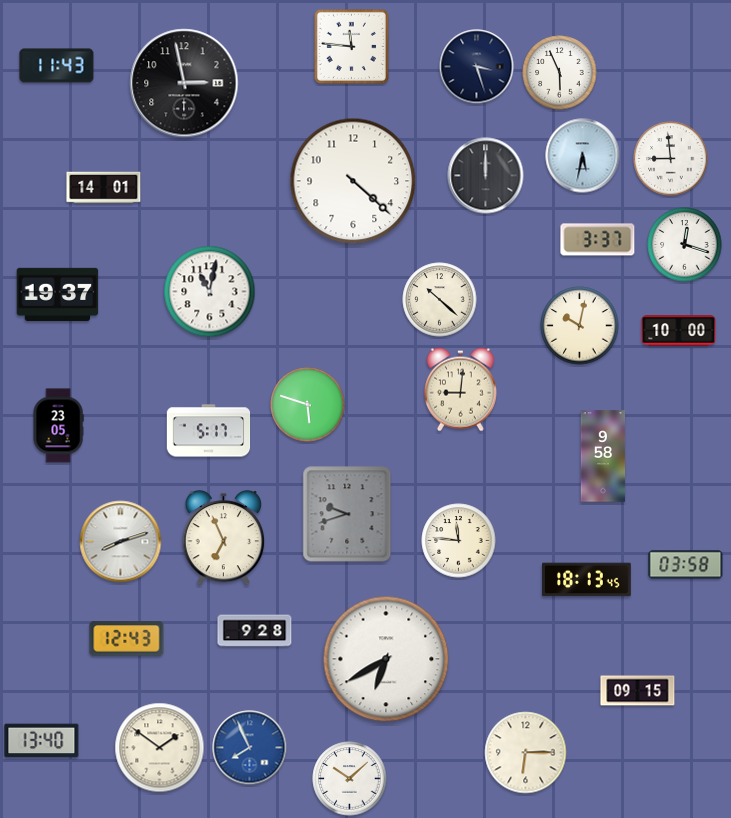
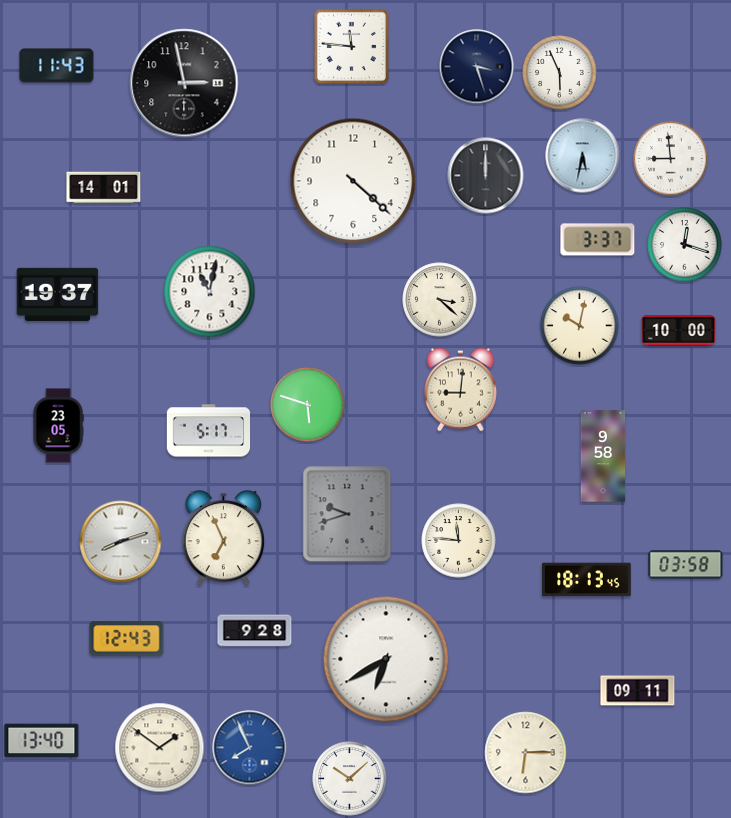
clock at (440, 300): 10:22 -> 3:22
clock at (638, 691): 09:15 -> 09:11
